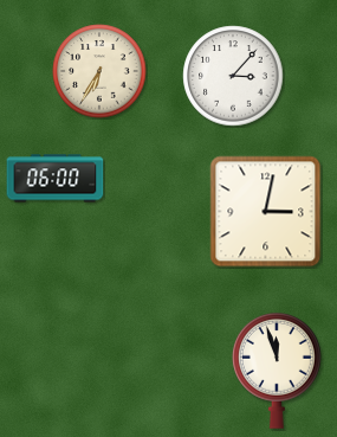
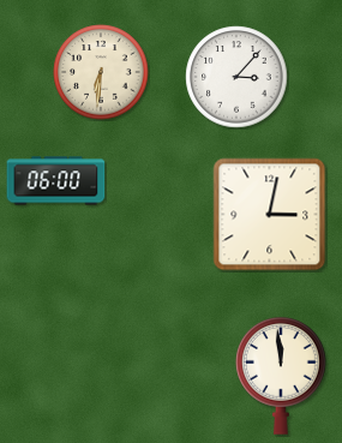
clock at (99, 71): 6:35 -> 6:31
clock at (278, 371): 11:57 -> 11:59
